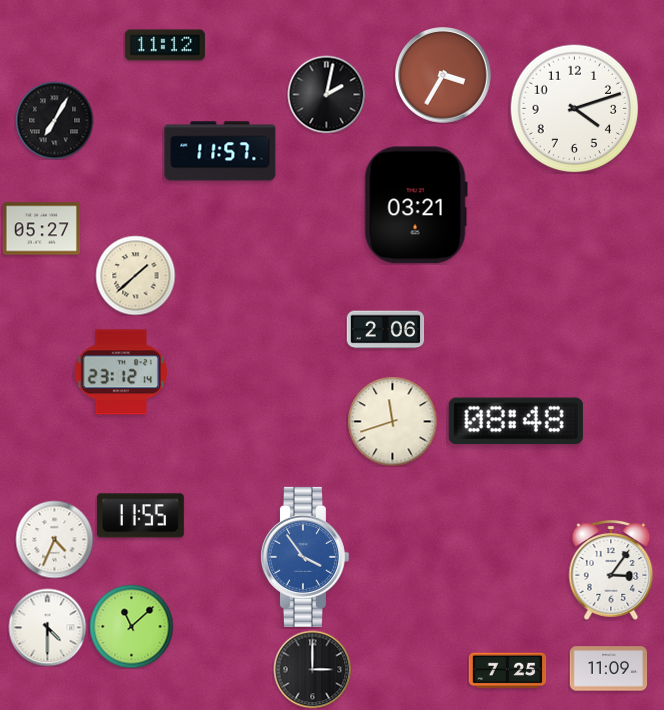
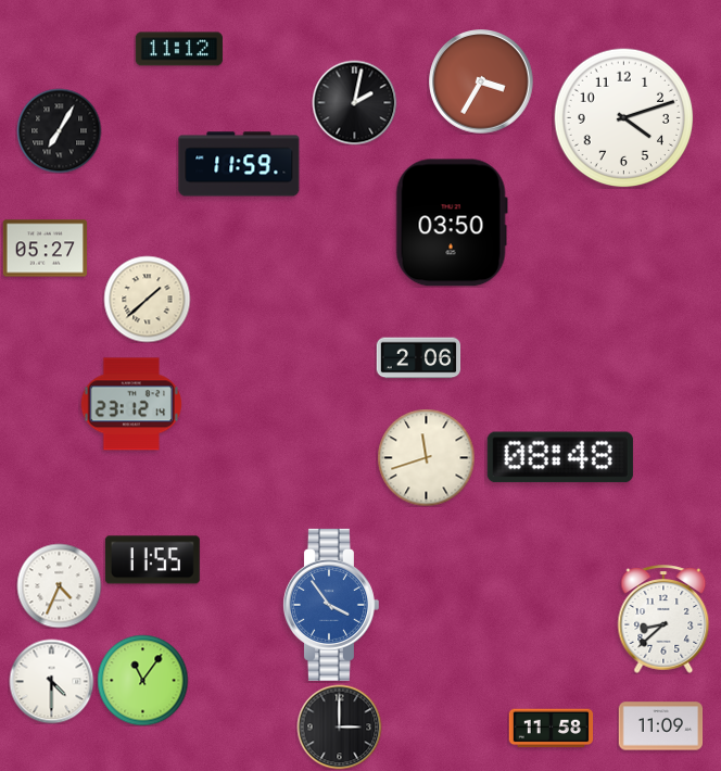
clock at (220, 151): 11:57 -> 11:59
clock at (416, 205): 03:21 -> 03:50
clock at (611, 570): 3:06 -> 8:38
clock at (131, 626): 11:08 -> 11:06
clock at (507, 671): 7:25 -> 11:58
